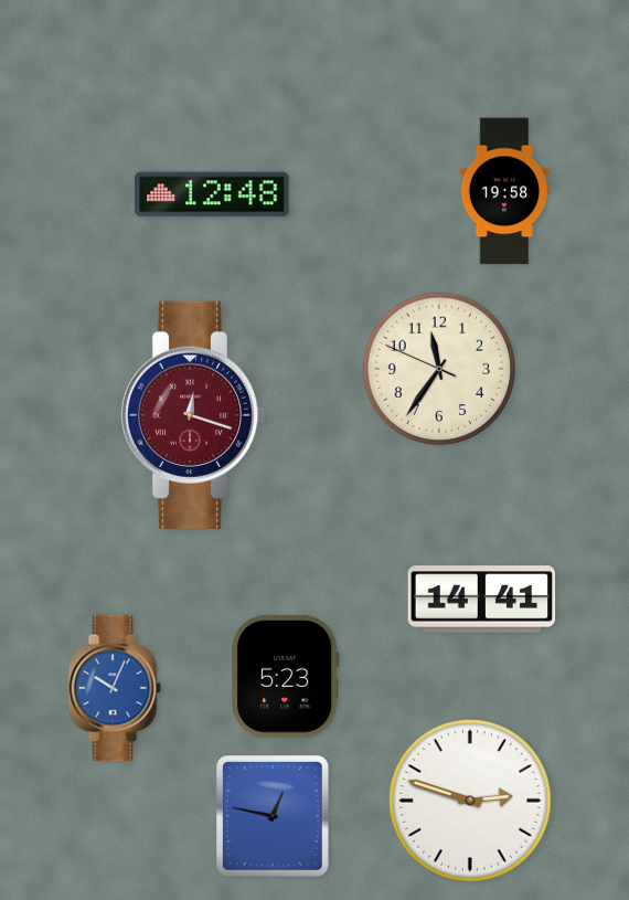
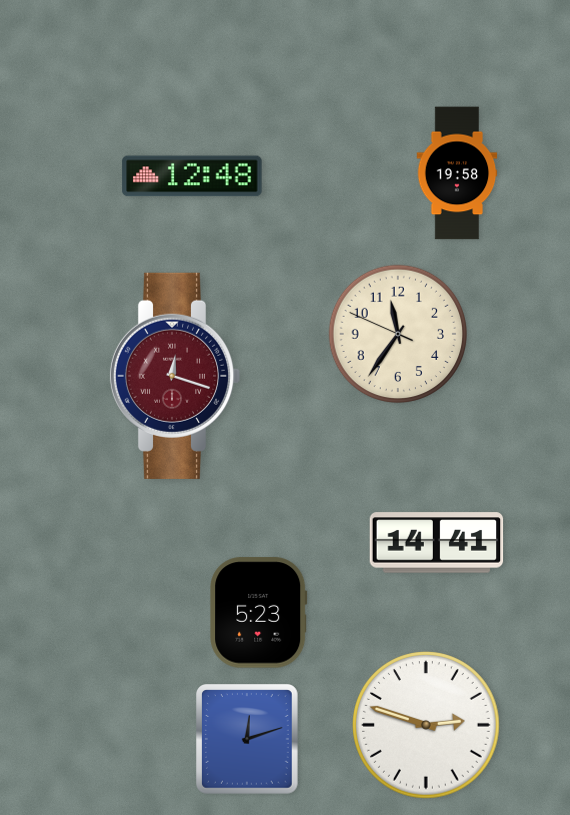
clock at (115, 688): 10:04 -> none
clock at (274, 817): 12:47 -> 12:12
